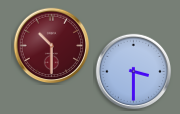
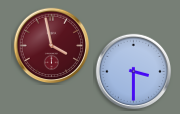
clock at (52, 46): 10:30 -> 3:58
